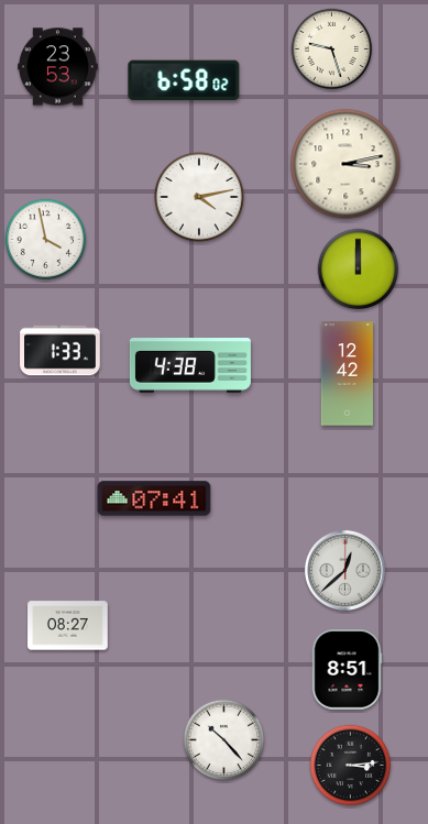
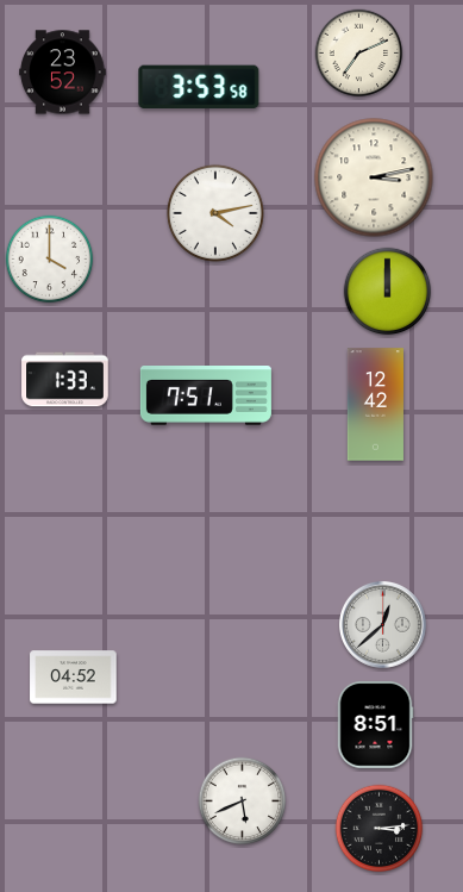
clock at (332, 50): 9:27 -> 7:11
clock at (58, 67): 23:53 -> 23:52
clock at (184, 80): 6:58 -> 3:53
clock at (46, 240): 3:58 -> 4:00
clock at (190, 366): 4:38 -> 7:51
clock at (154, 498): 07:41 -> none
clock at (344, 570) position: (344, 570) -> (382, 624)
clock at (68, 626): 08:27 -> 04:52
clock at (224, 740): 10:23 -> 5:41
